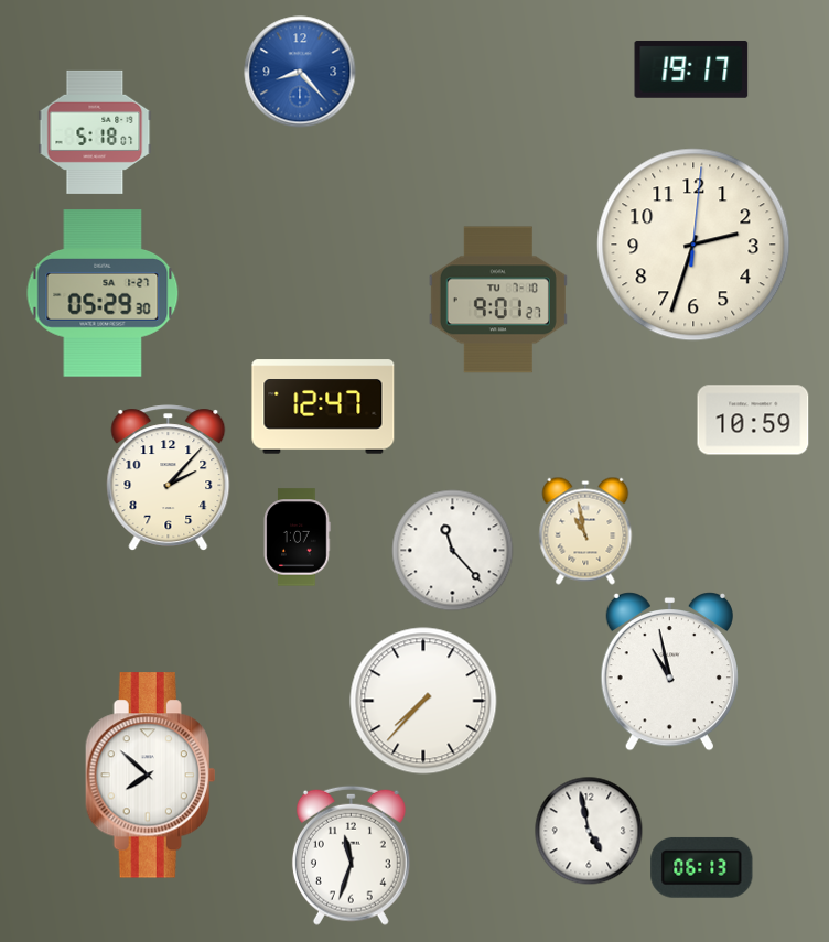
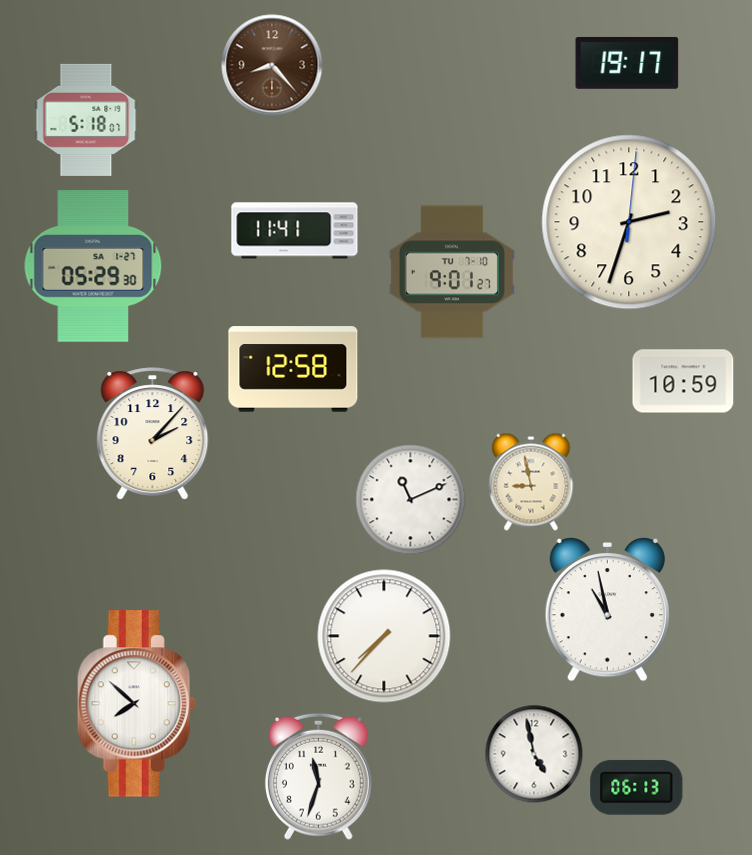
clock at (300, 72) dial: blue -> brown
clock at (295, 231): none -> 11:41
clock at (323, 407): 12:47 -> 12:58
clock at (585, 531): 10:58 -> 8:58
clock at (298, 538): 1:07 -> none
clock at (453, 551): 11:23 -> 11:11
